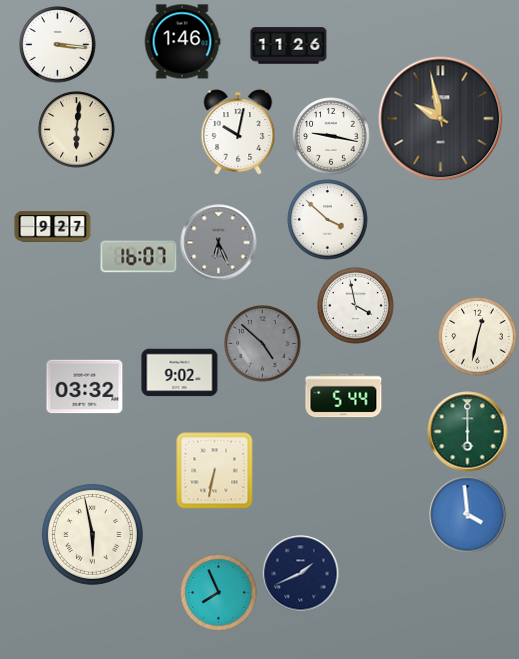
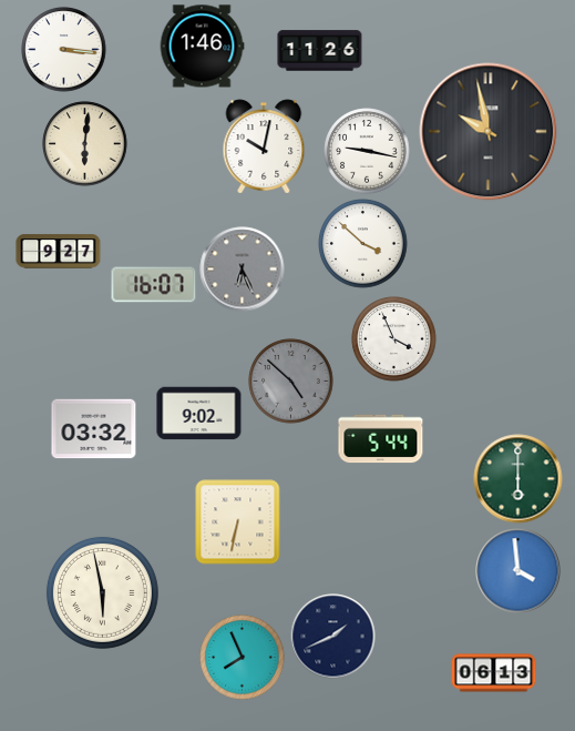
clock at (356, 306): 3:58 -> 3:56
clock at (478, 337): 12:32 -> none
clock at (494, 673): none -> 06:13
